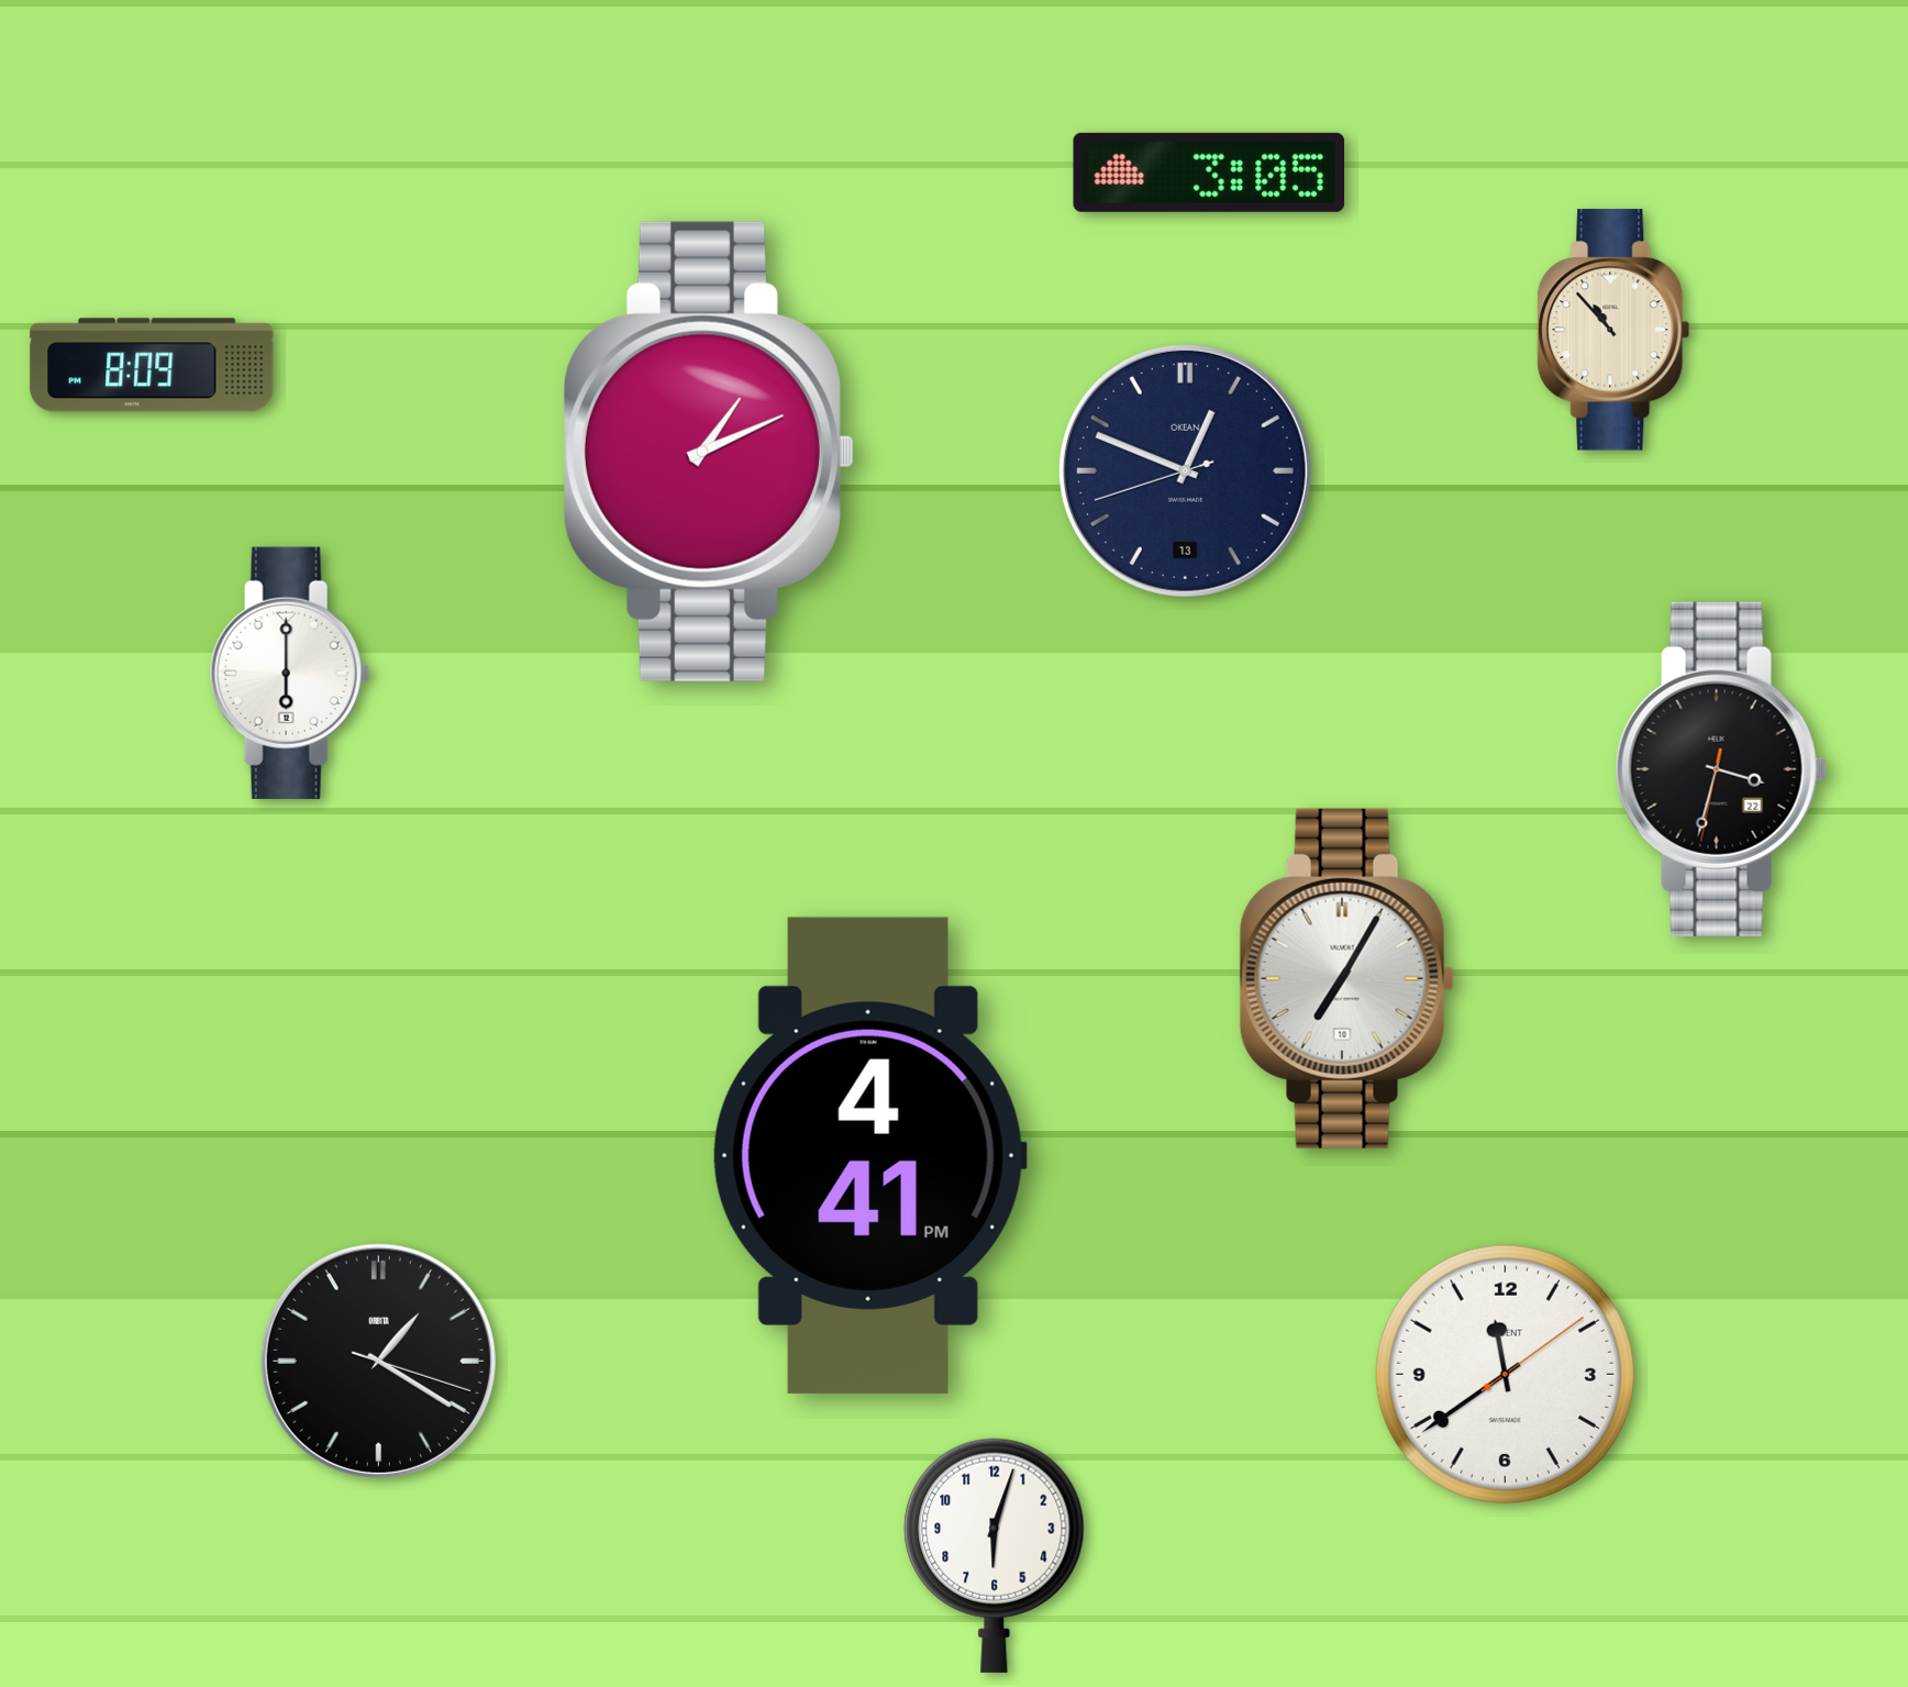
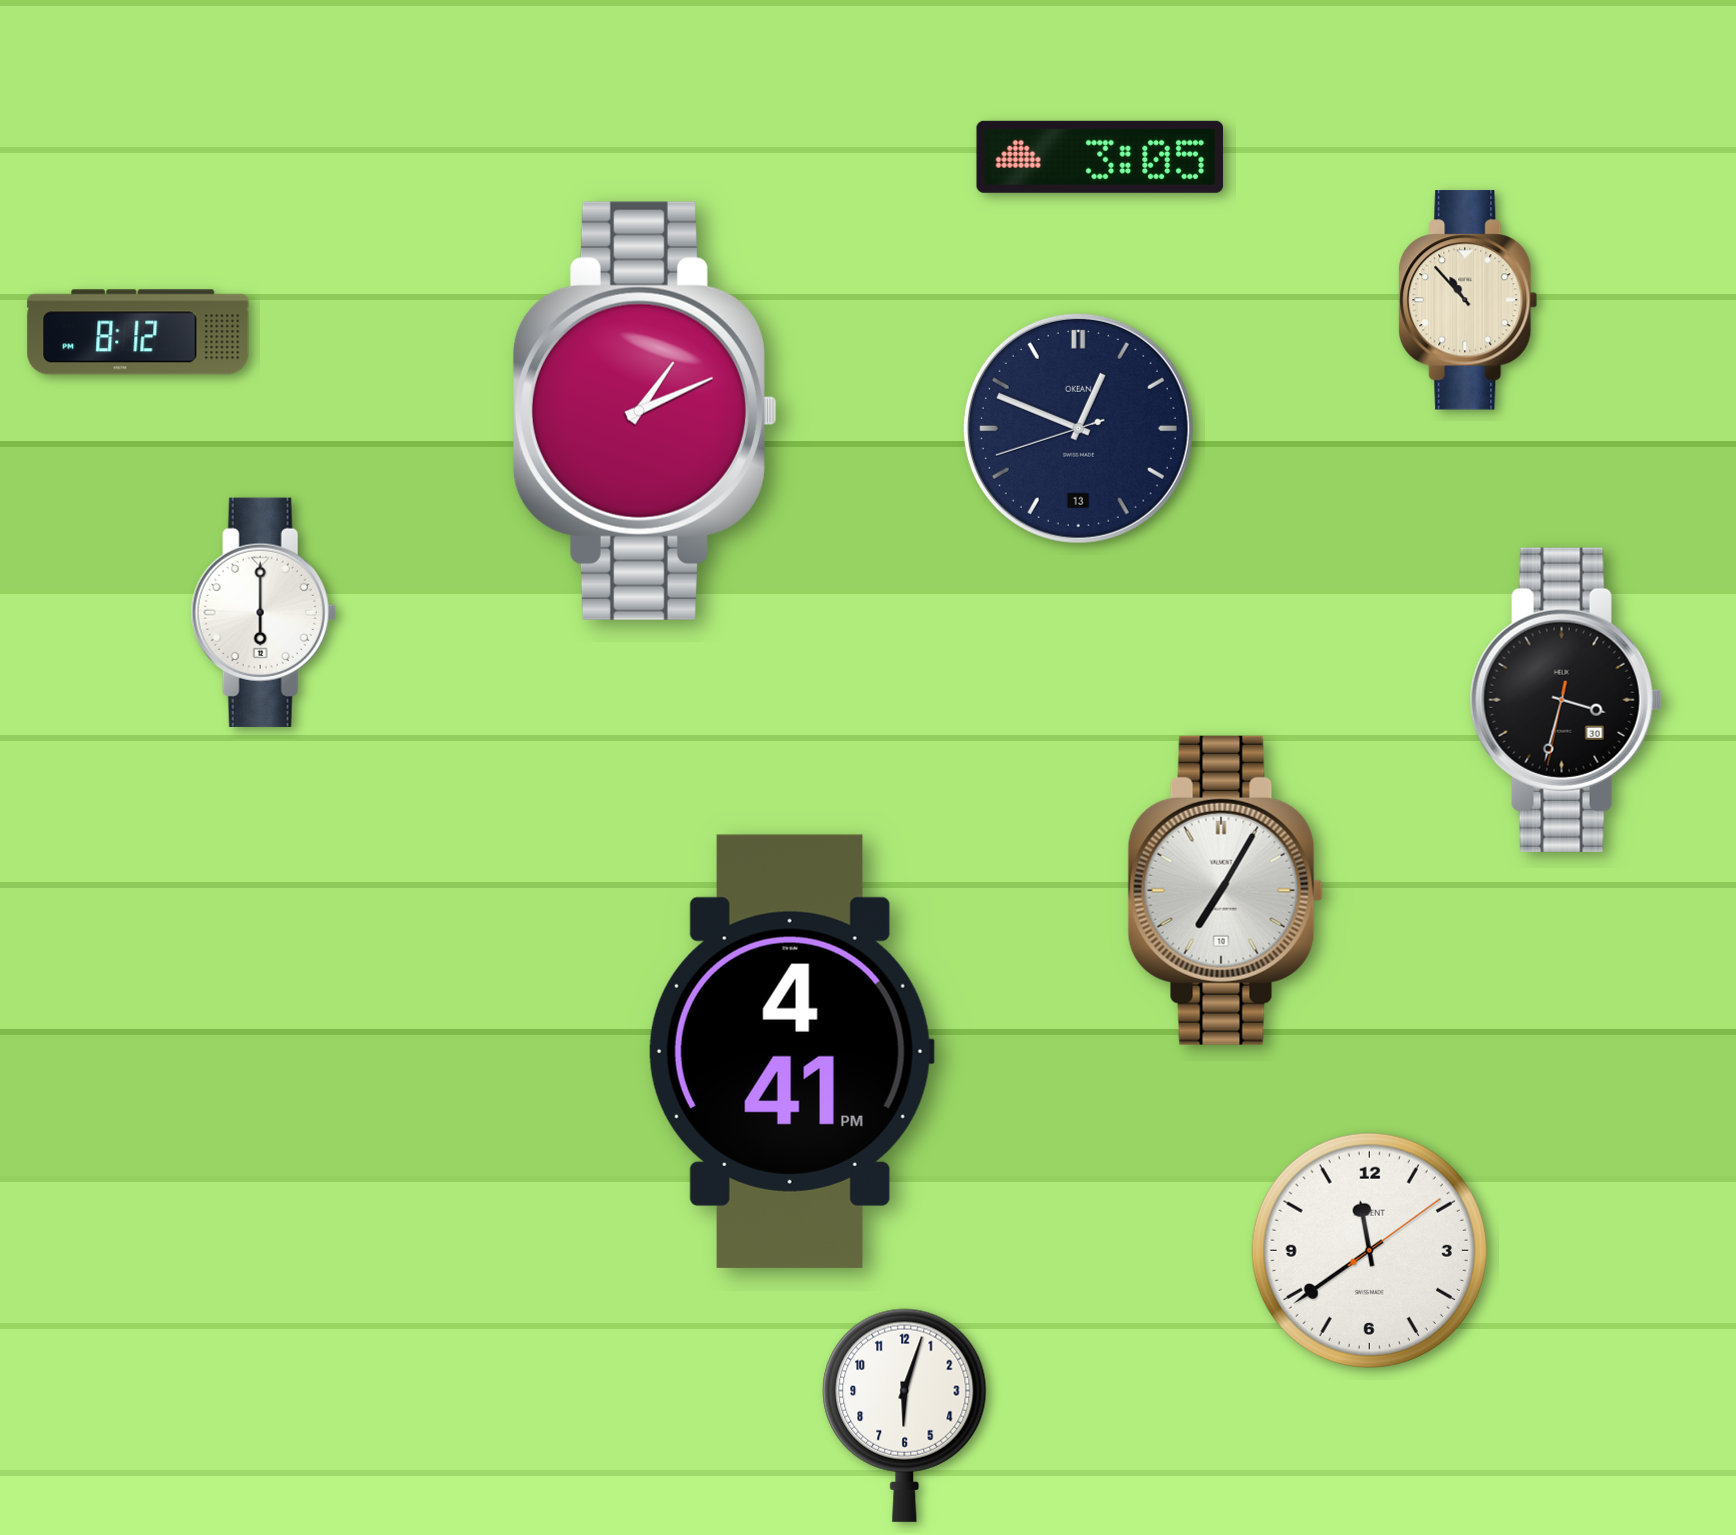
clock at (152, 365): 8:09 -> 8:12
clock at (1721, 769) date: 22 -> 30
clock at (378, 1361): 1:20 -> none
